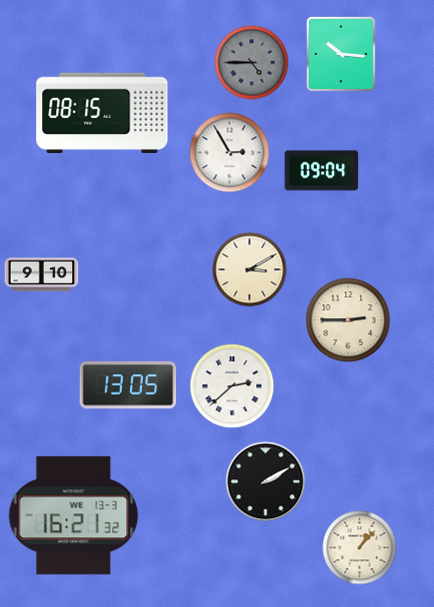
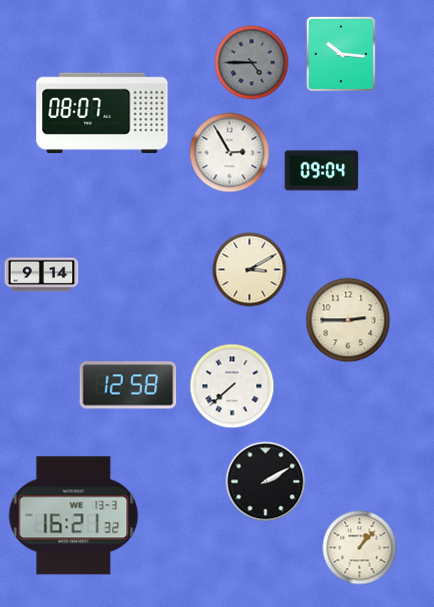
clock at (102, 112): 08:15 -> 08:07
clock at (42, 275): 9:10 -> 9:14
clock at (128, 385): 13:05 -> 12:58
clock at (232, 386): 2:38 -> 7:38
